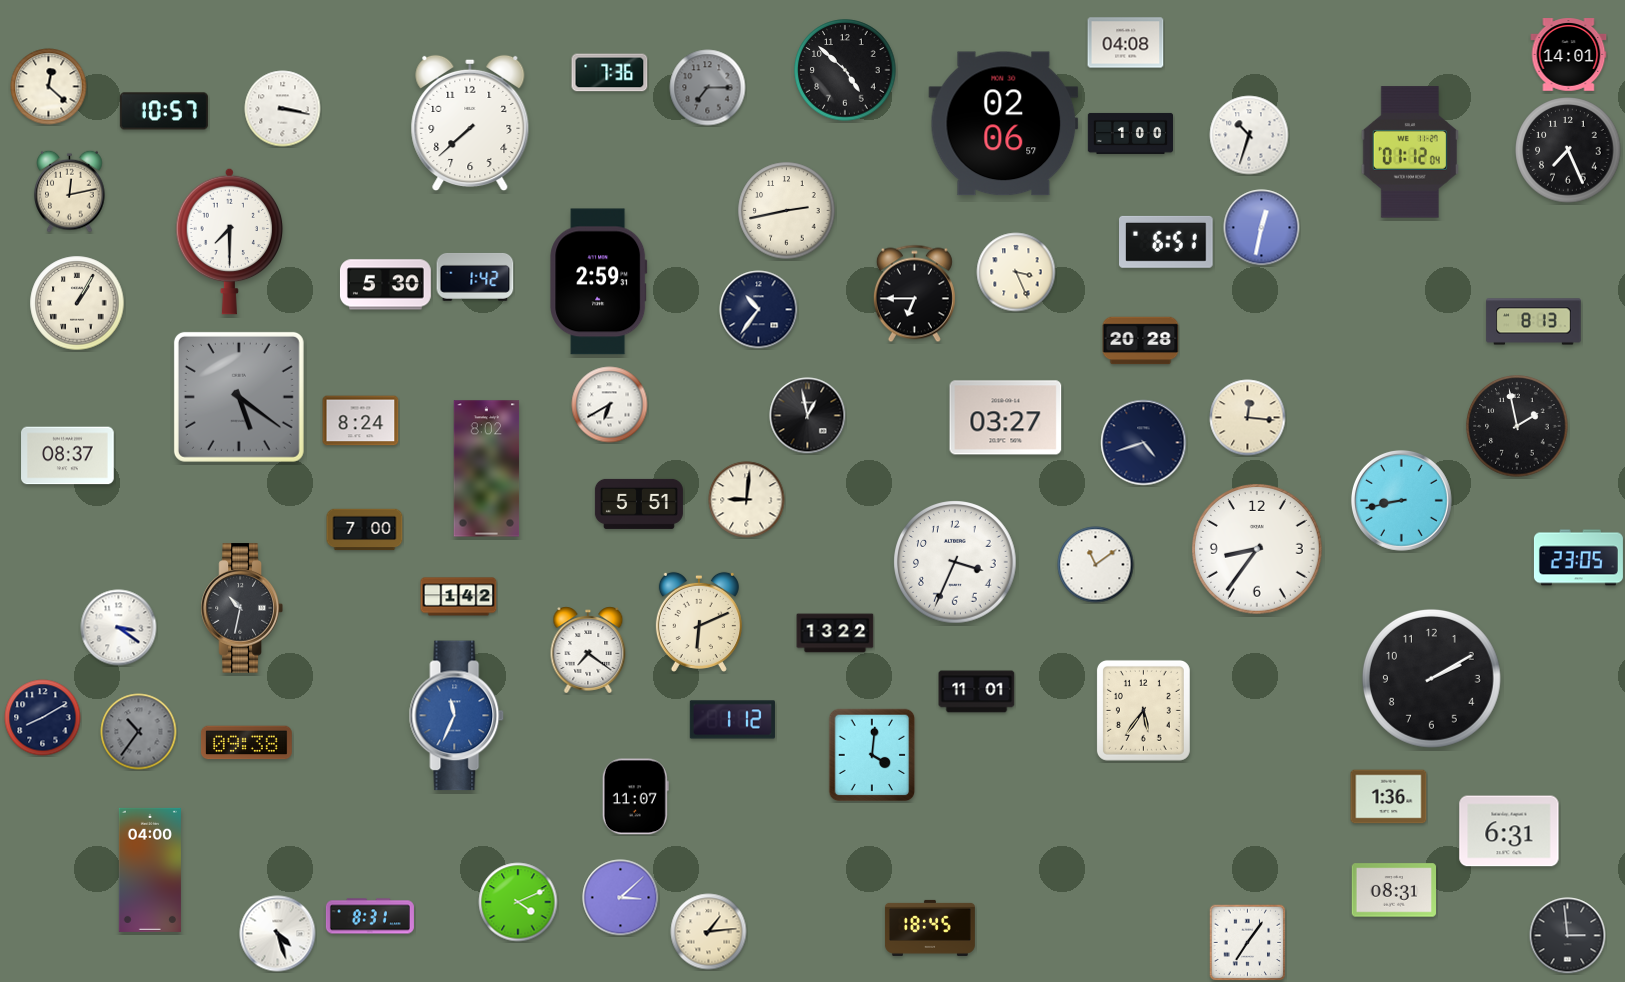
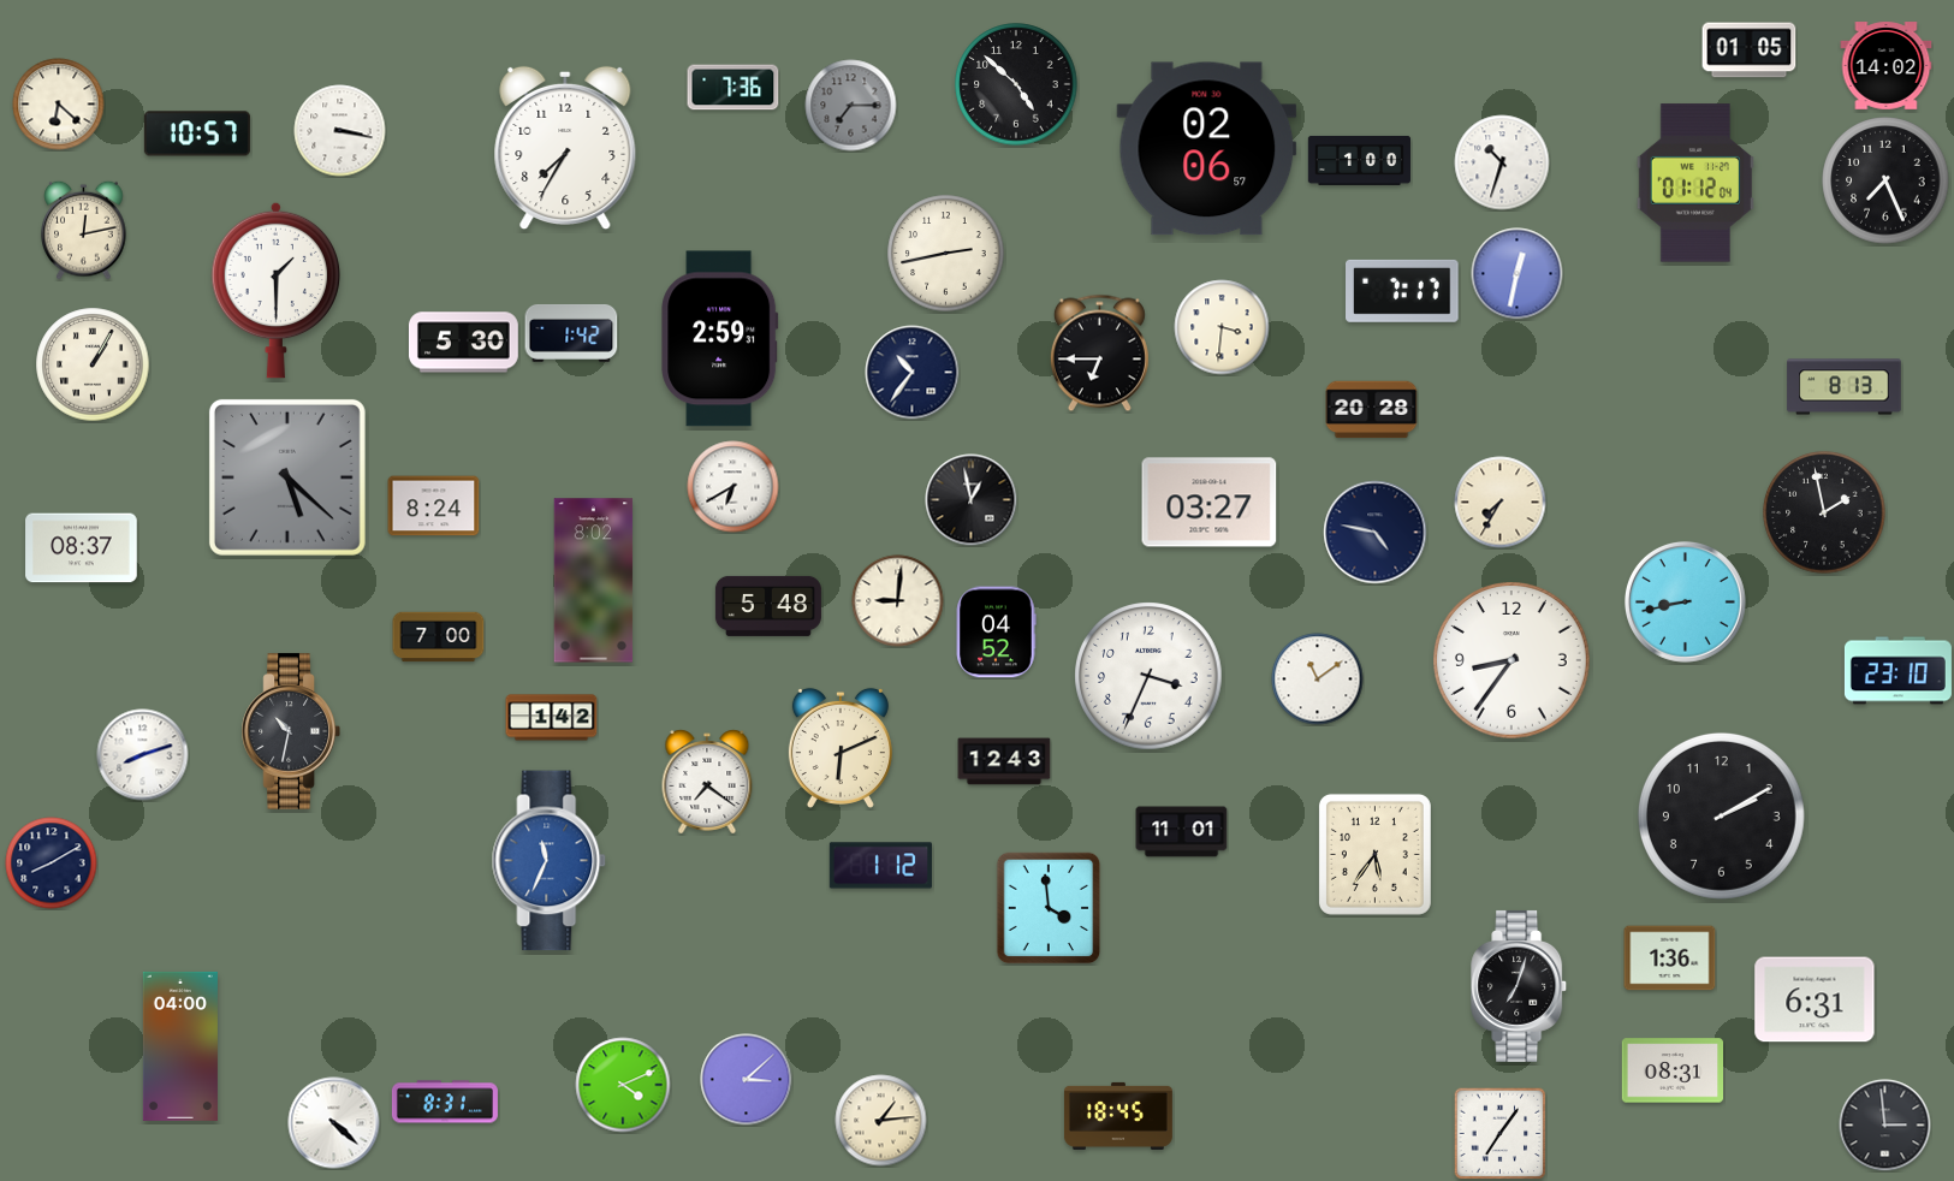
clock at (1750, 51): none -> 01:05
clock at (1126, 43): 04:08 -> none
clock at (1569, 55): 14:01 -> 14:02
clock at (49, 87): 12:22 -> 6:22
clock at (470, 123): 7:38 -> 7:35
clock at (230, 241): 7:30 -> 1:30
clock at (1167, 242): 6:51 -> 7:17
clock at (1016, 272): 3:26 -> 3:31
clock at (239, 397): 5:21 -> 5:22
clock at (1248, 418): 12:16 -> 7:35
clock at (1144, 443): 4:42 -> 4:47
clock at (487, 469) position: (487, 469) -> (594, 581)
clock at (639, 504): 5:51 -> 5:48
clock at (996, 633): none -> 04:52
clock at (1578, 558): 23:05 -> 23:10
clock at (119, 628): 3:21 -> 8:12
clock at (835, 633): 13:22 -> 12:43
clock at (977, 692) position: (977, 692) -> (1182, 832)
clock at (139, 732): 10:36 -> none
clock at (246, 743): 09:38 -> none
clock at (872, 755): 4:01 -> 3:59
clock at (635, 797): 11:07 -> none
clock at (1520, 986): none -> 7:03
clock at (1394, 890) position: (1394, 890) -> (1673, 1070)
clock at (709, 932) position: (709, 932) -> (881, 1121)
clock at (278, 934): 4:27 -> 4:22
